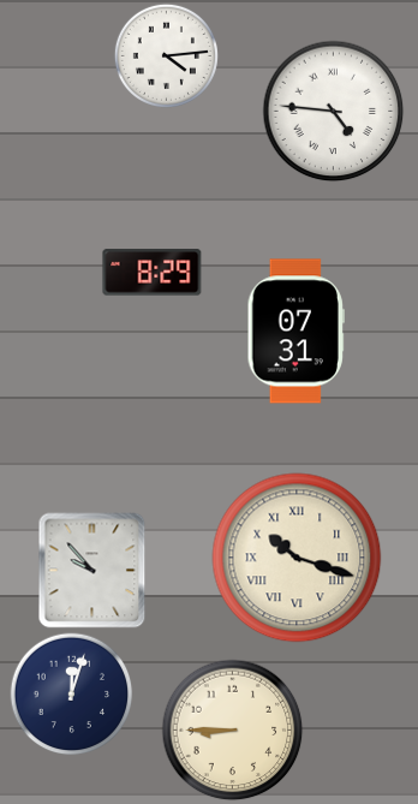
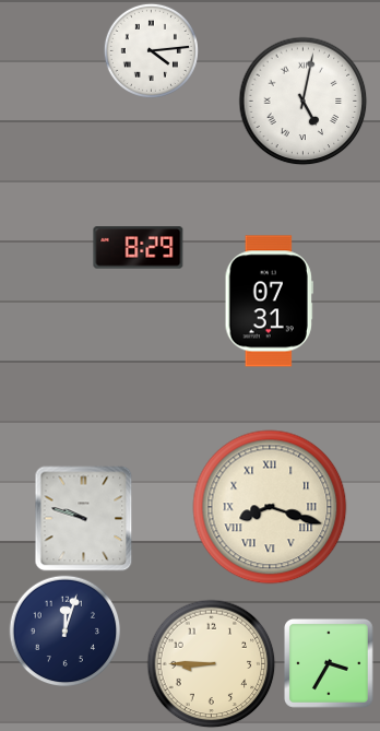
clock at (334, 112): 4:46 -> 5:02
clock at (297, 558): 10:18 -> 8:18
clock at (92, 571): 9:53 -> 9:48
clock at (330, 664): none -> 3:35
